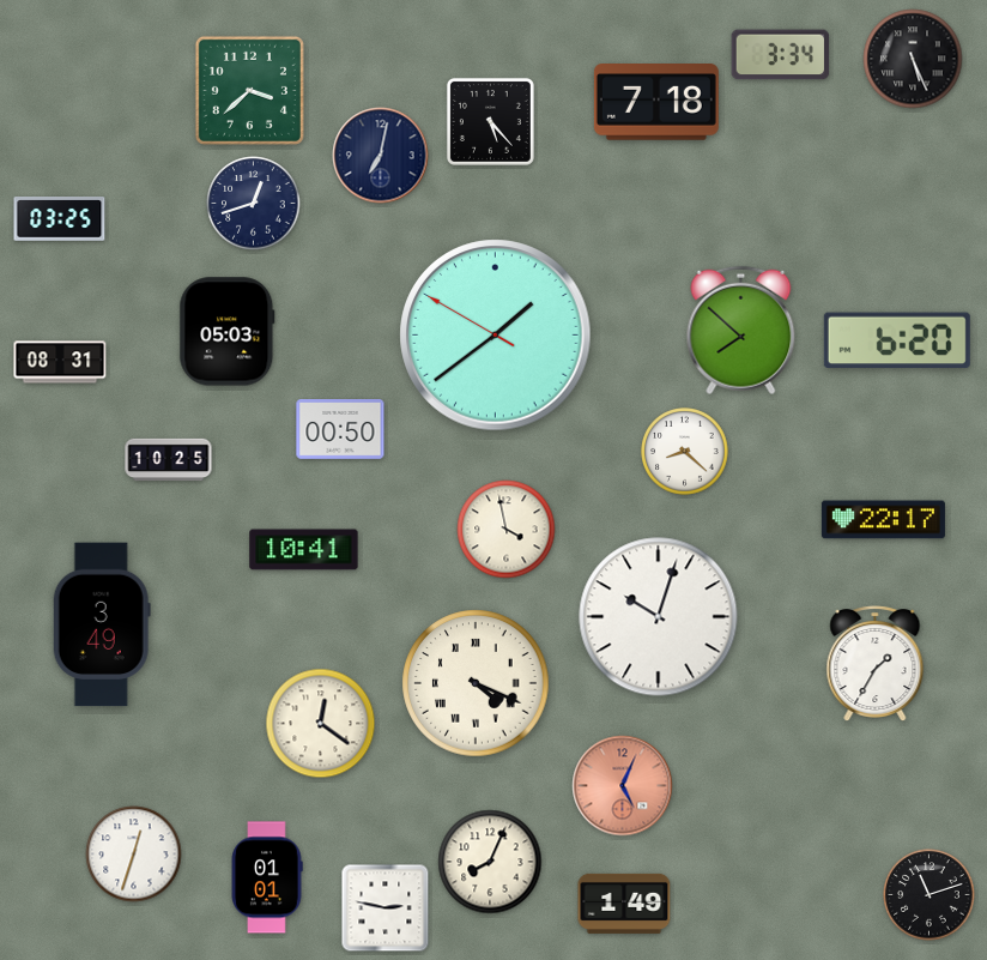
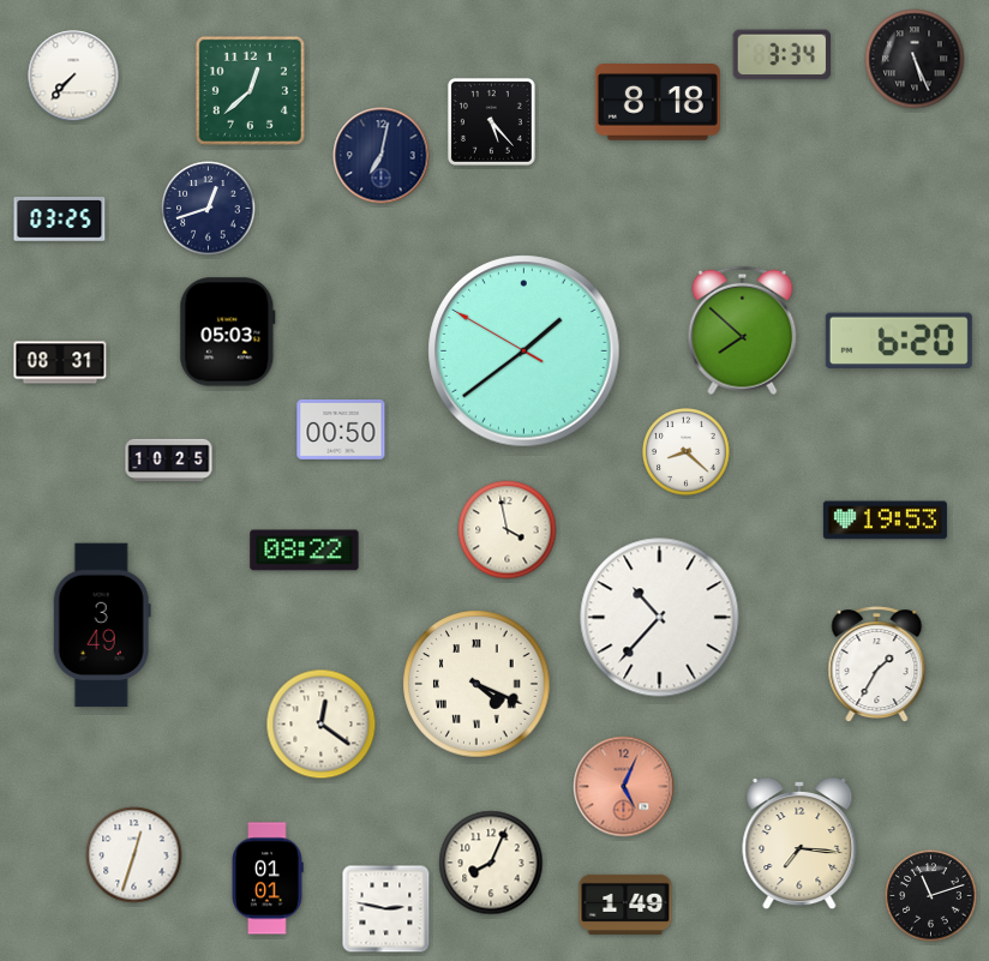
clock at (73, 76): none -> 7:37
clock at (249, 90): 3:38 -> 12:38
clock at (656, 102): 7:18 -> 8:18
clock at (254, 204) position: (254, 204) -> (209, 209)
clock at (496, 336) position: (496, 336) -> (525, 352)
clock at (883, 520): 22:17 -> 19:53
clock at (304, 550): 10:41 -> 08:22
clock at (659, 617): 10:03 -> 10:37
clock at (799, 843): none -> 7:16
